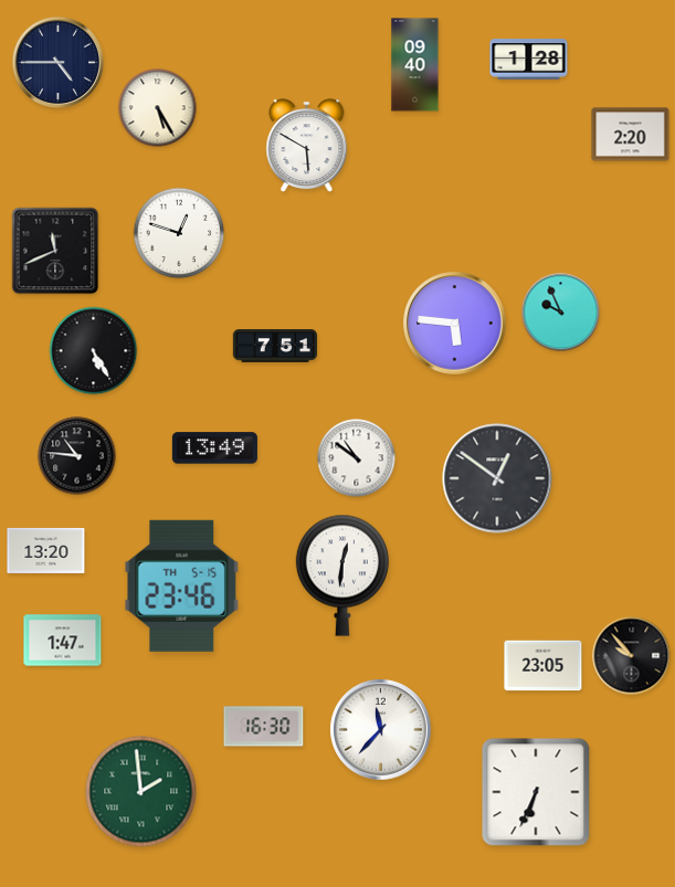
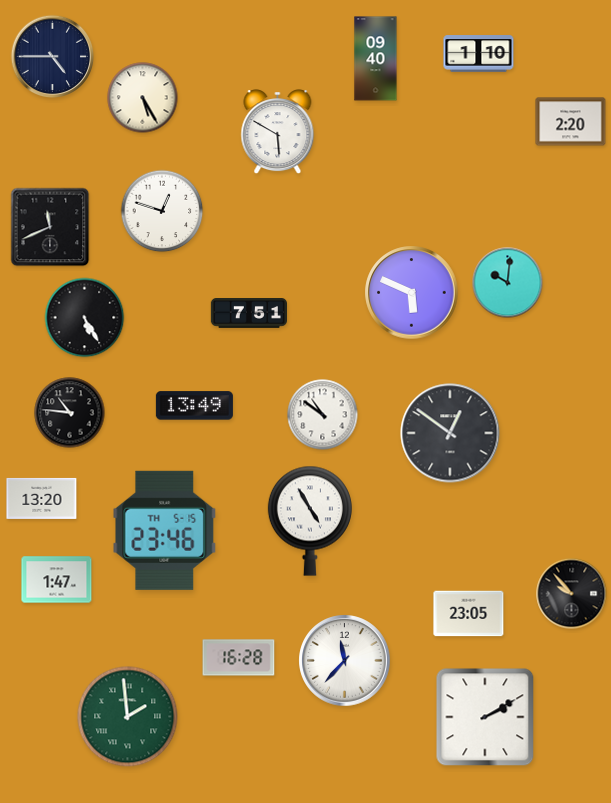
clock at (529, 60): 1:28 -> 1:10
clock at (561, 313): 9:56 -> 10:01
clock at (455, 324): 5:46 -> 5:49
clock at (342, 576): 12:31 -> 4:55
clock at (544, 666) position: (544, 666) -> (469, 614)
clock at (264, 727): 16:30 -> 16:28
clock at (536, 792): 6:34 -> 2:10
